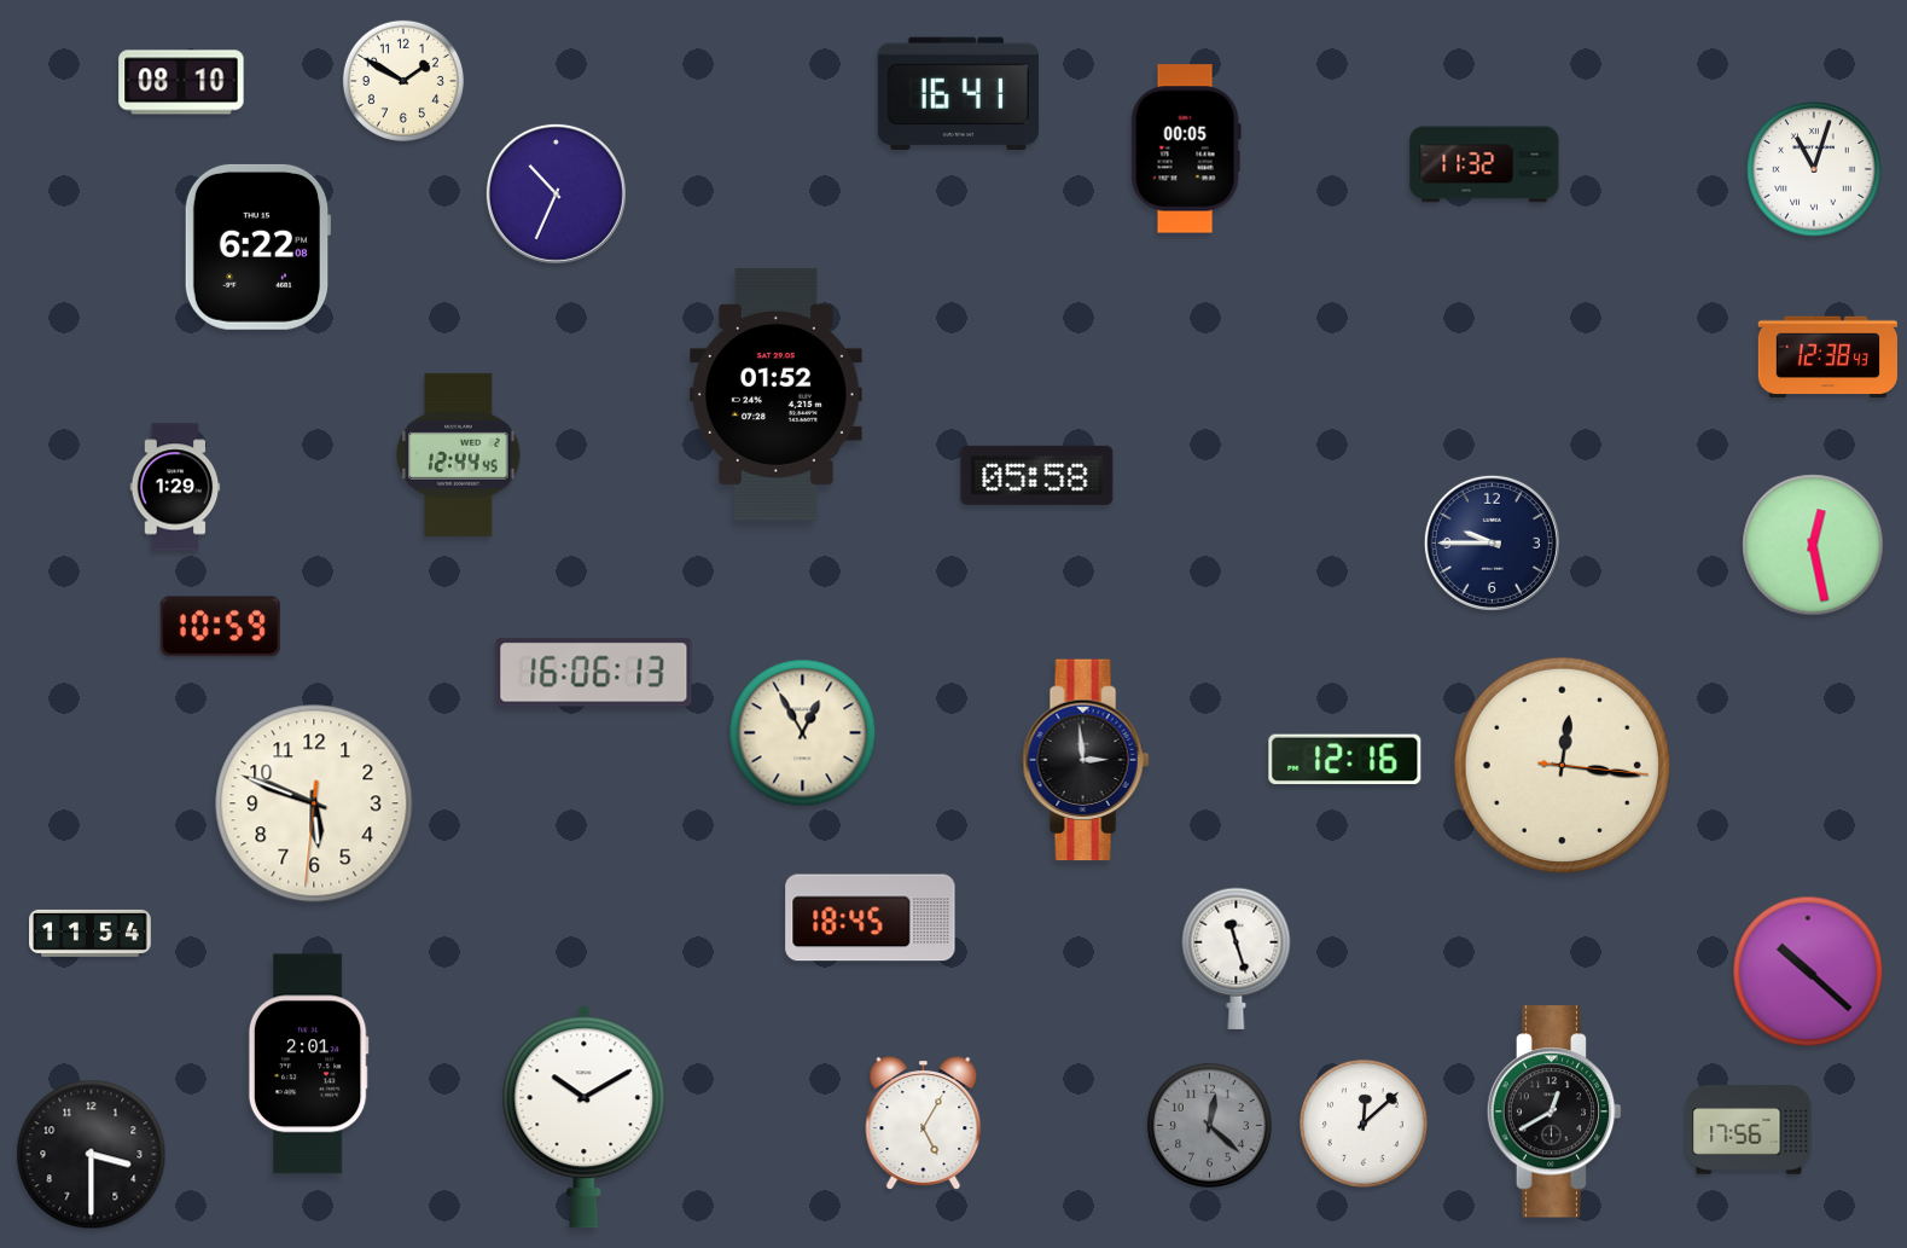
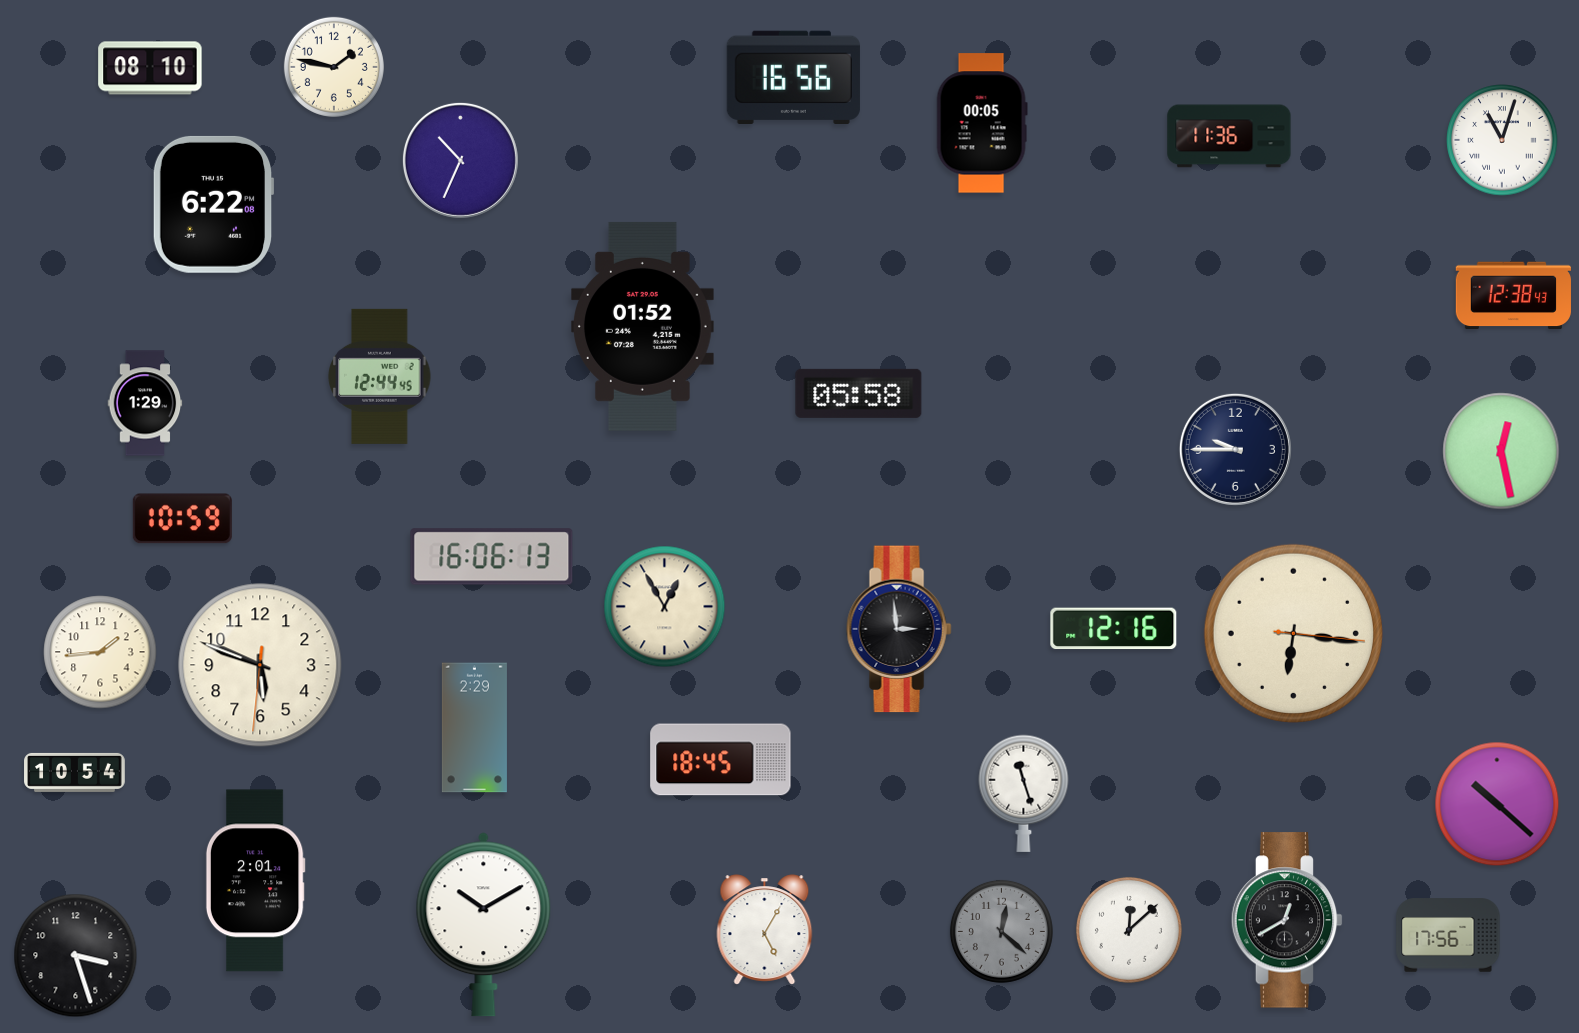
clock at (403, 81): 1:50 -> 1:47
clock at (958, 93): 16:41 -> 16:56
clock at (1484, 164): 11:32 -> 11:36
clock at (1562, 765): 12:16 -> 6:16
clock at (100, 652): none -> 1:44
clock at (474, 728): none -> 2:29
clock at (91, 933): 11:54 -> 10:54
clock at (92, 1155): 3:30 -> 3:27
